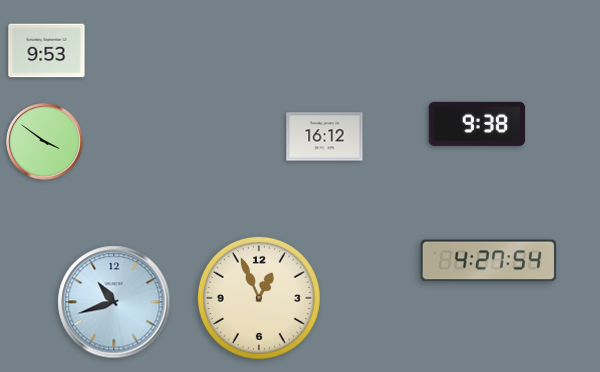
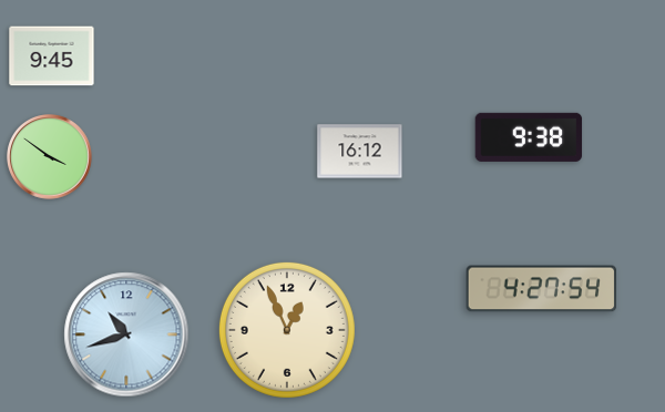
clock at (47, 51): 9:53 -> 9:45
